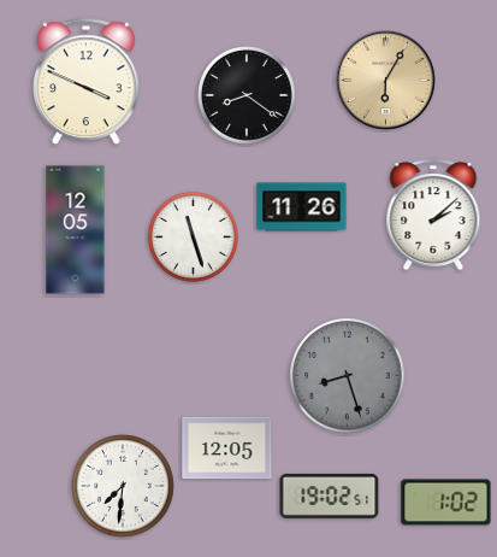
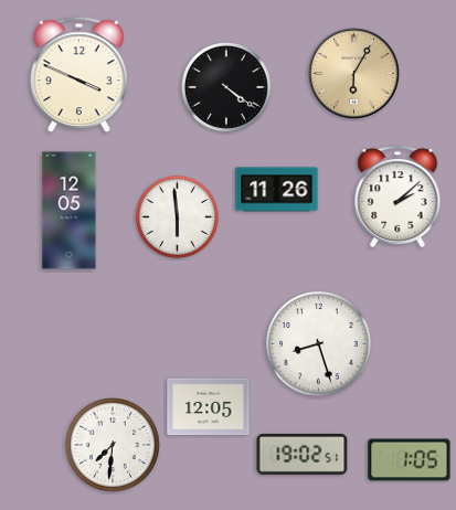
clock at (248, 96): 8:21 -> 4:21
clock at (193, 236): 11:27 -> 5:59
clock at (348, 376) dial: grey -> white
clock at (227, 448) position: (227, 448) -> (209, 407)
clock at (446, 503): 1:02 -> 1:05
